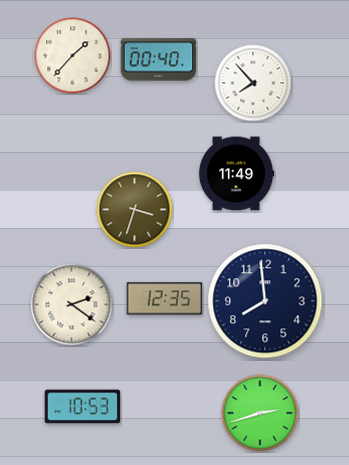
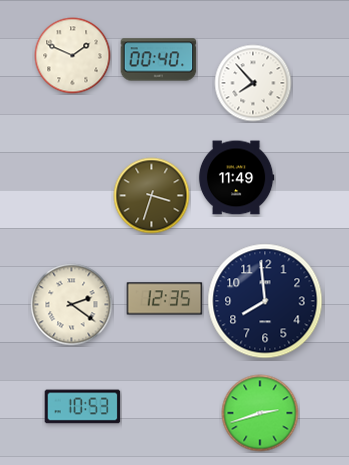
clock at (73, 56): 1:37 -> 1:49
clock at (236, 174) position: (236, 174) -> (236, 178)
clock at (135, 210) position: (135, 210) -> (152, 196)
